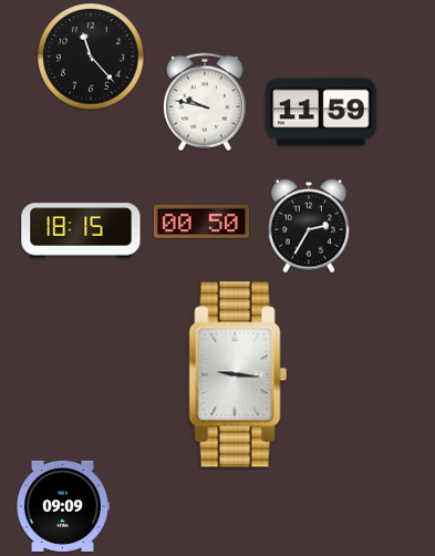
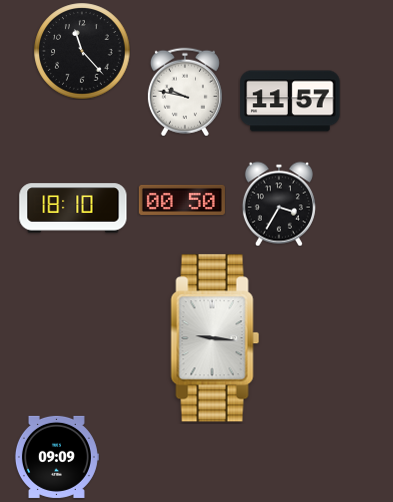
clock at (321, 112): 11:59 -> 11:57
clock at (309, 226): 2:35 -> 3:35
clock at (81, 230): 18:15 -> 18:10
